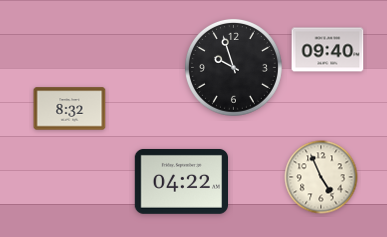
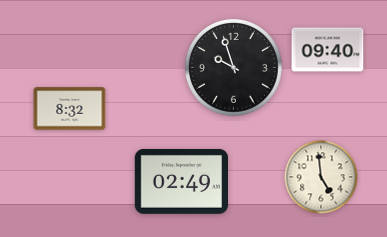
clock at (321, 177): 4:56 -> 4:59
clock at (181, 181): 04:22 -> 02:49
